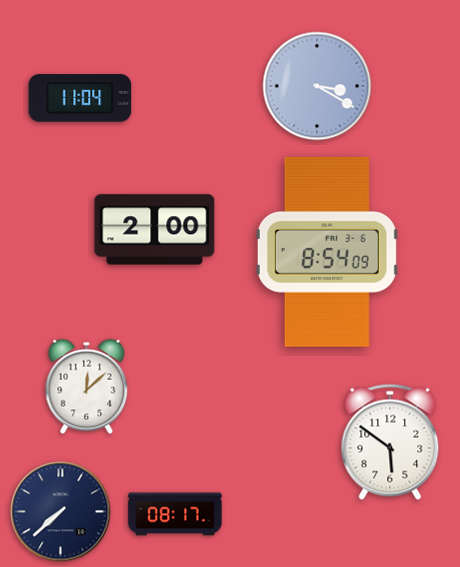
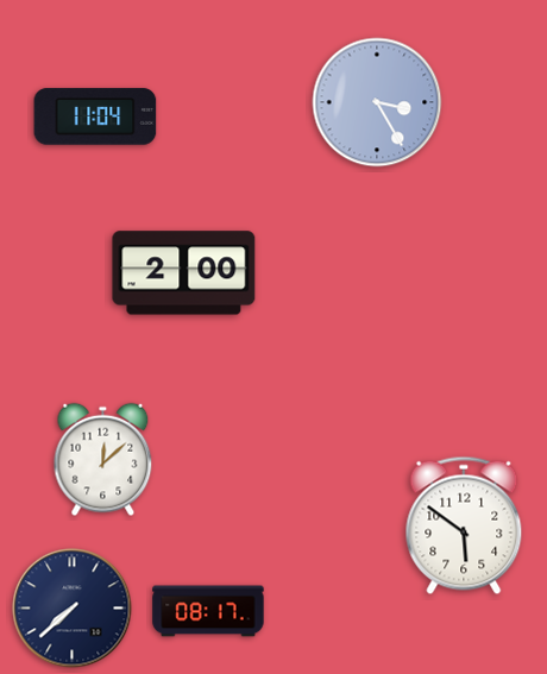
clock at (317, 86): 3:20 -> 3:25
clock at (327, 252): 8:54 -> none
